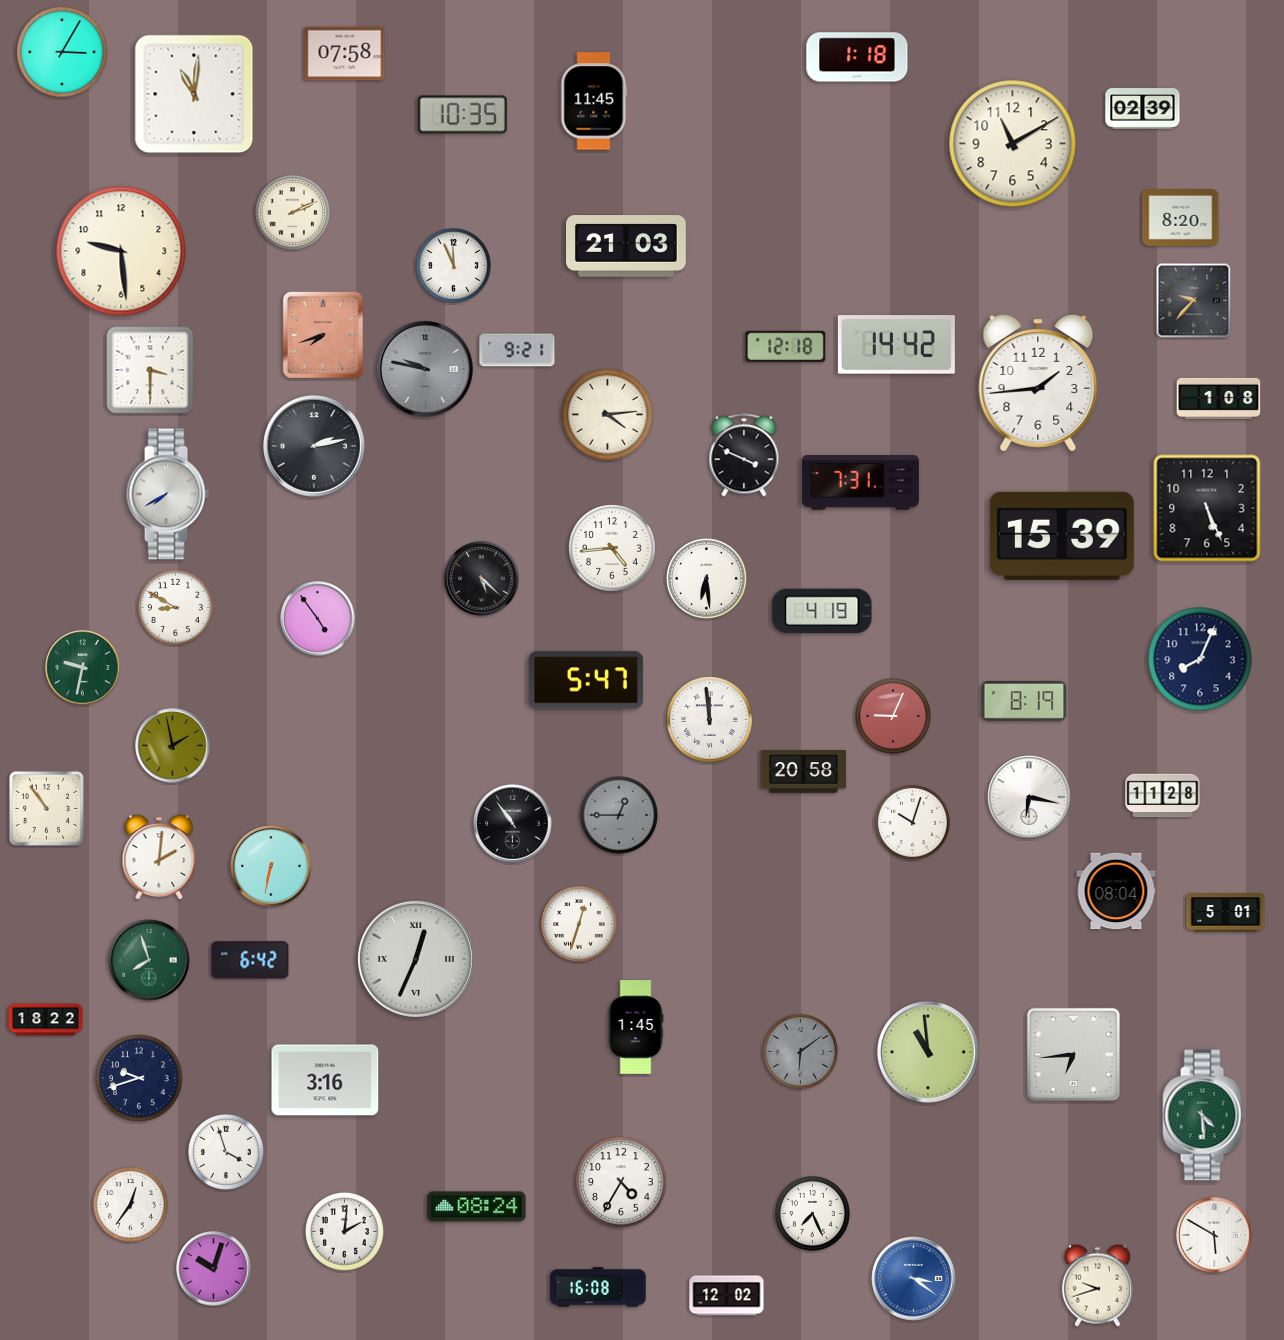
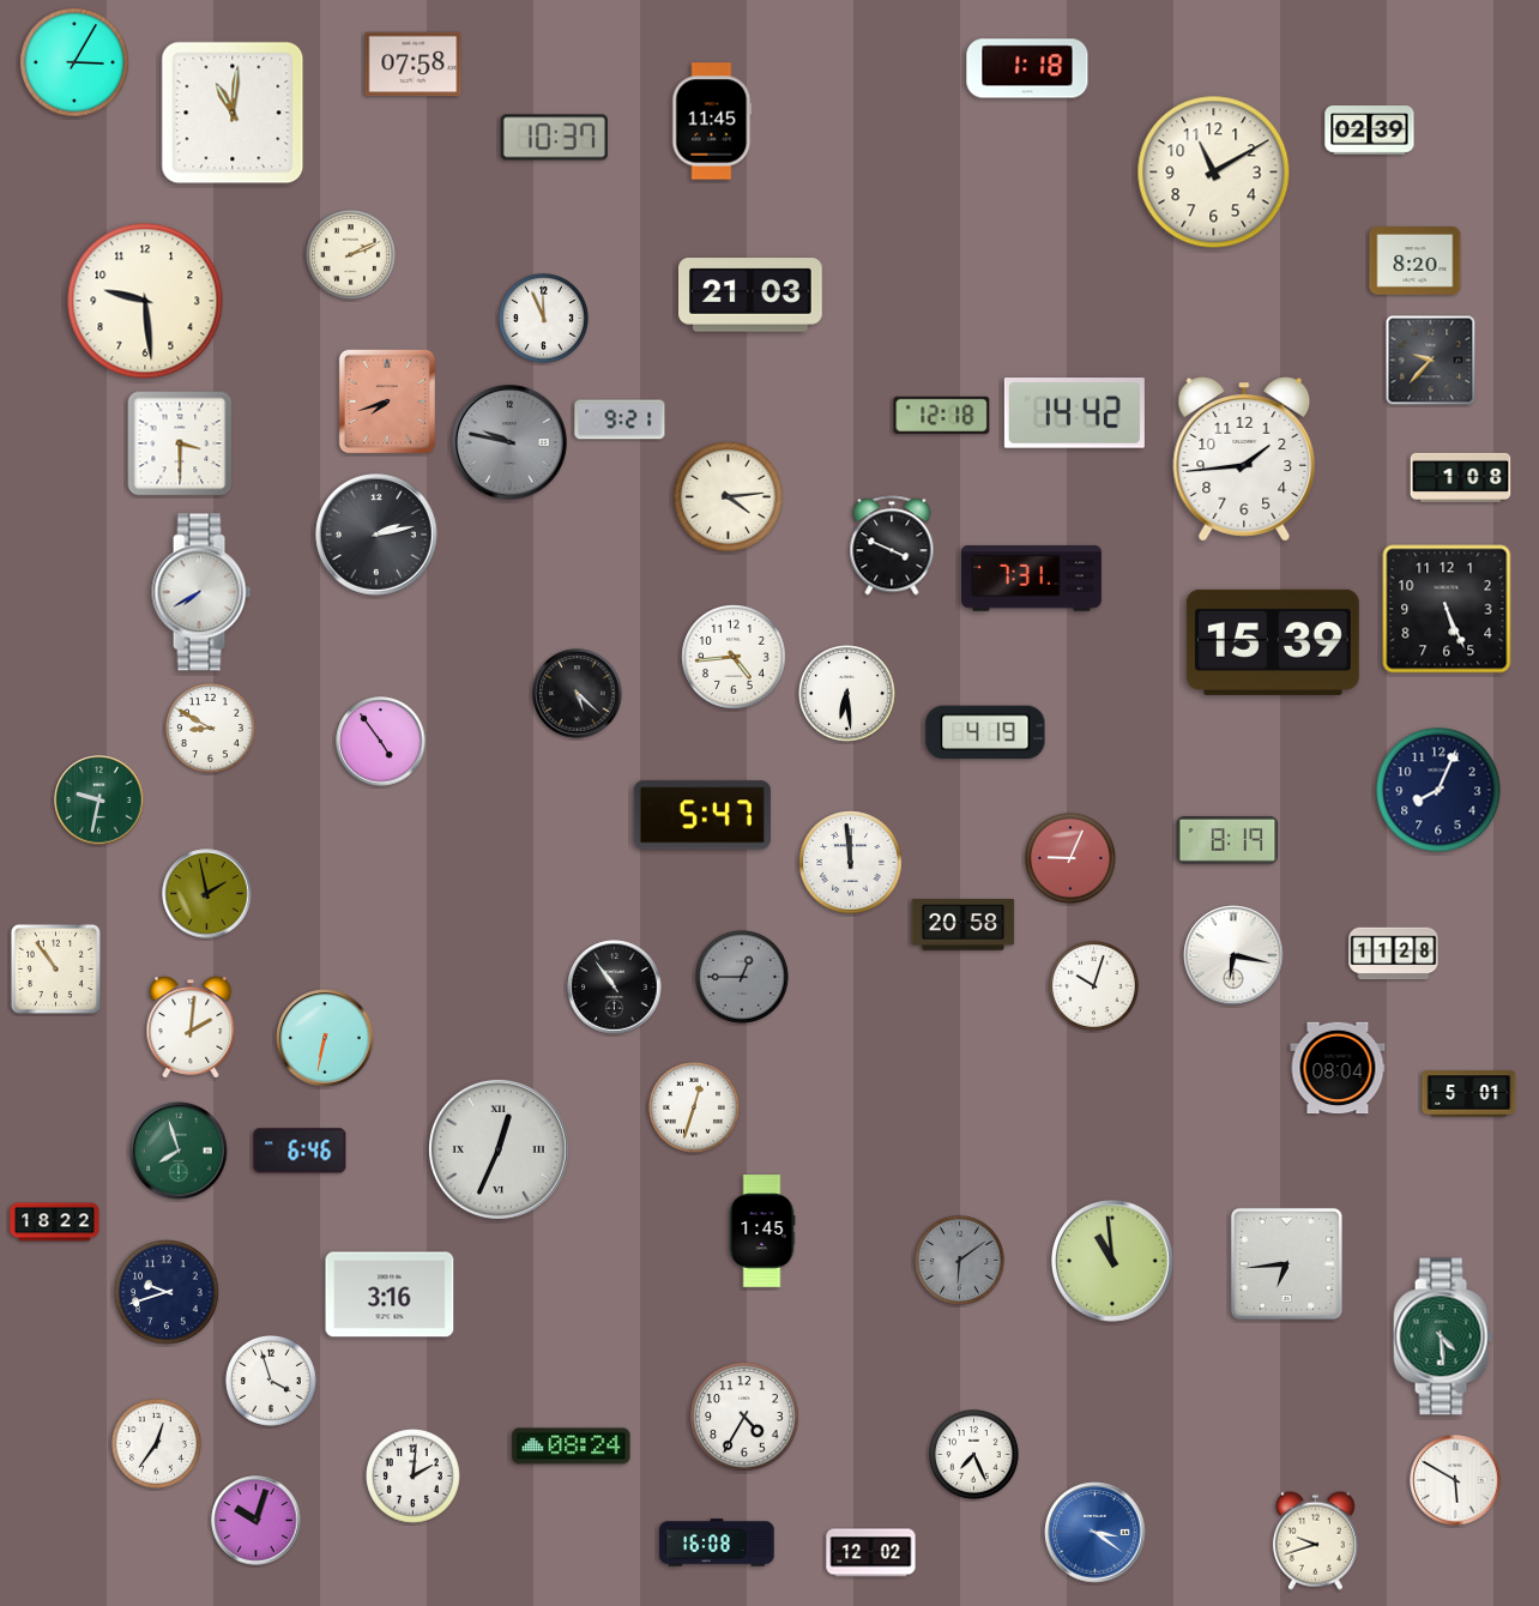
clock at (462, 115): 10:35 -> 10:37
clock at (250, 960): 6:42 -> 6:46
